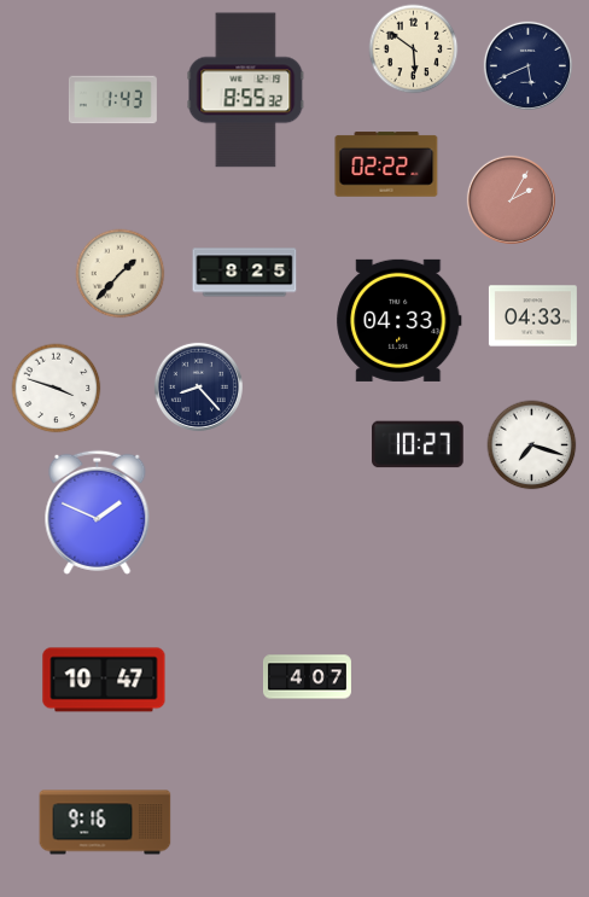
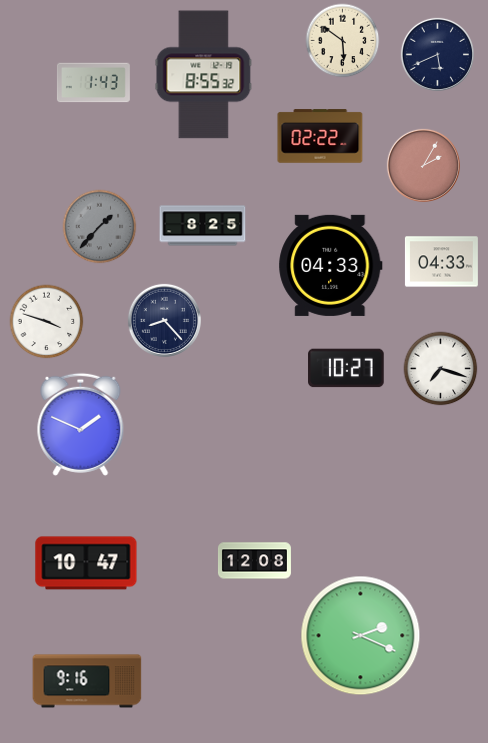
clock at (121, 274) dial: cream -> grey
clock at (307, 677): 4:07 -> 12:08
clock at (361, 636): none -> 2:19
